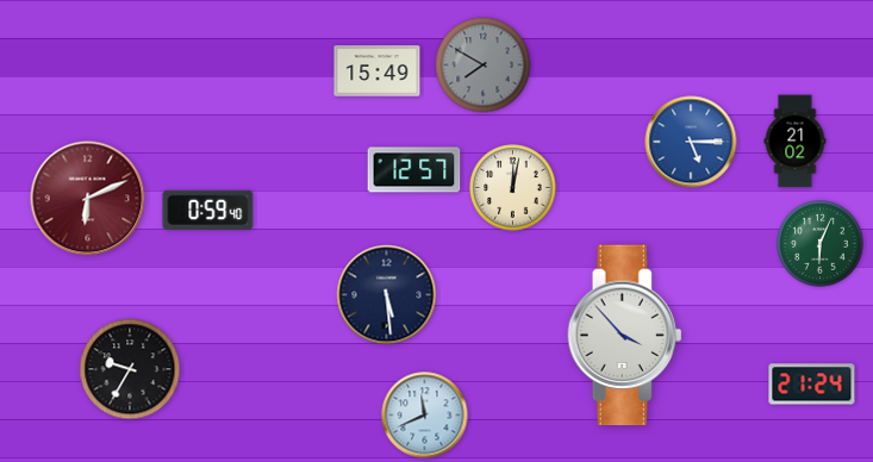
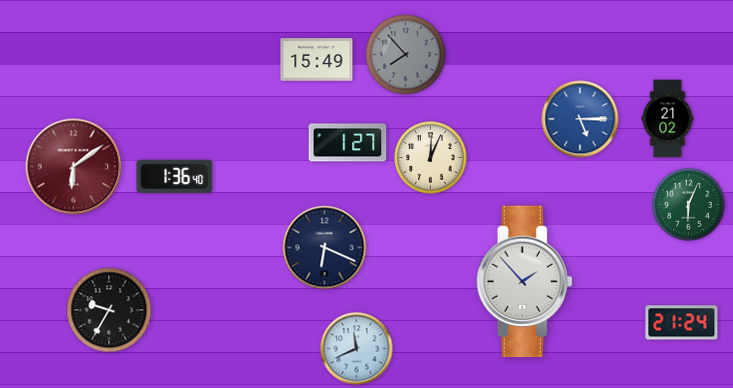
clock at (484, 65): 7:50 -> 7:53
clock at (414, 170): 12:57 -> 1:27
clock at (513, 188): 12:02 -> 12:04
clock at (88, 199): 6:11 -> 6:09
clock at (208, 210): 0:59 -> 1:36
clock at (387, 295): 5:29 -> 6:19
clock at (625, 336): 3:53 -> 1:53
